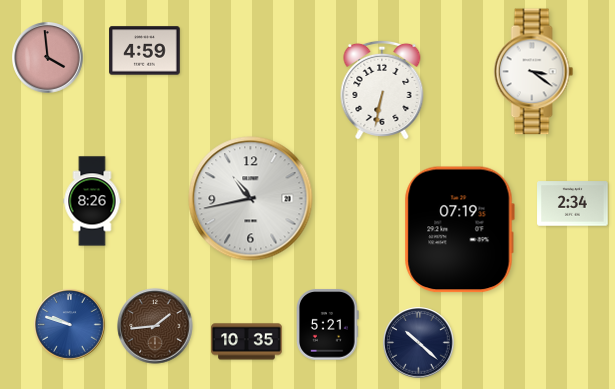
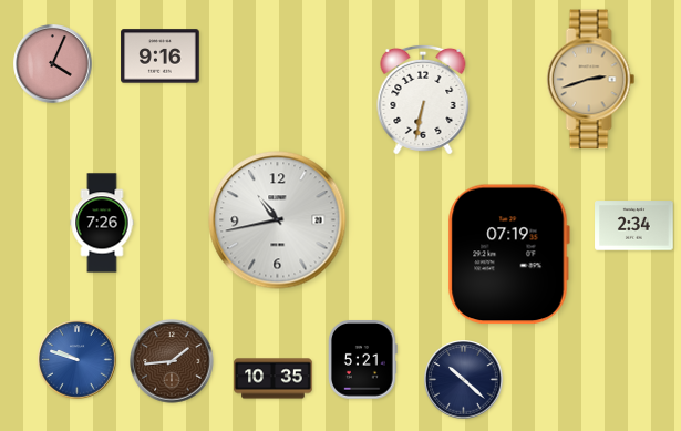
clock at (145, 51): 4:59 -> 9:16
clock at (48, 58): 3:59 -> 4:04
clock at (534, 72): 3:21 -> 2:42
clock at (534, 72) dial: white -> champagne
clock at (92, 201): 8:26 -> 7:26
